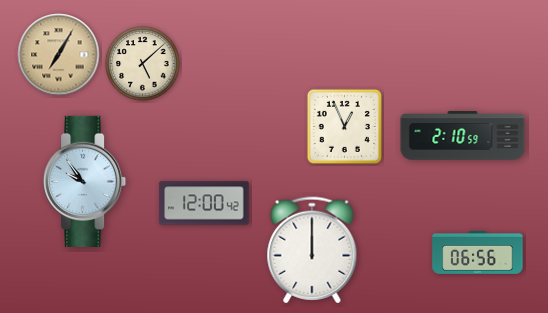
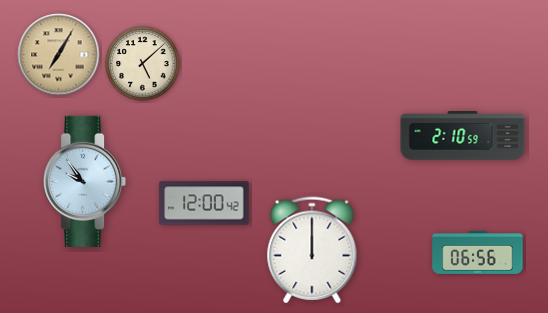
clock at (344, 126): 12:56 -> none
